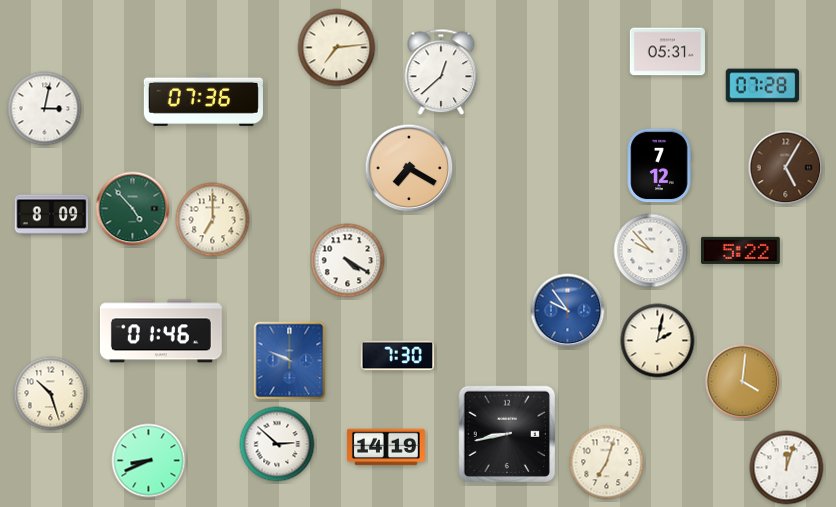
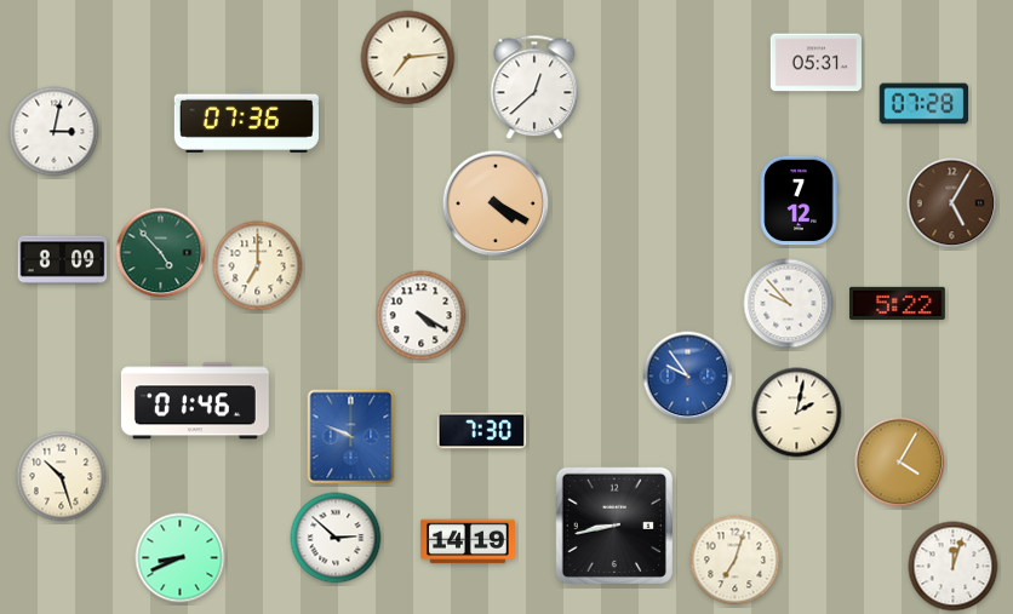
clock at (667, 52) position: (667, 52) -> (815, 63)
clock at (409, 168): 7:20 -> 4:20
clock at (743, 382): 4:01 -> 4:05
